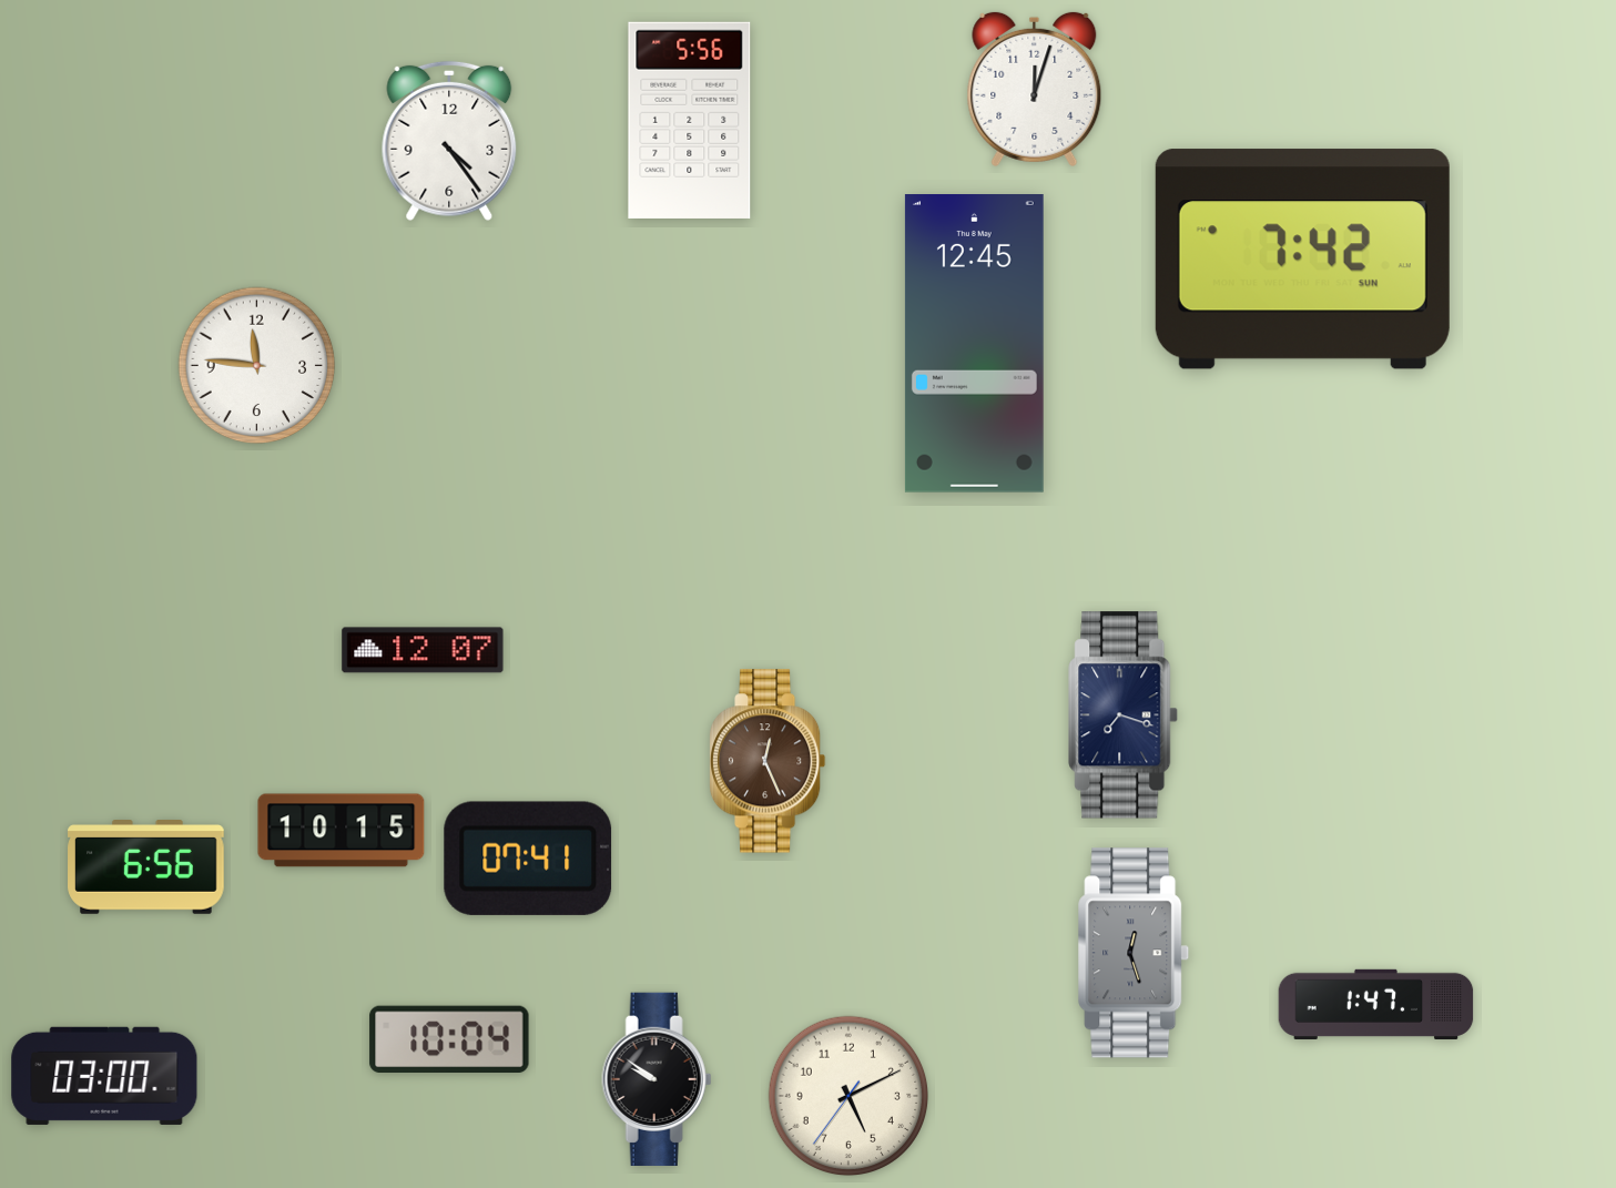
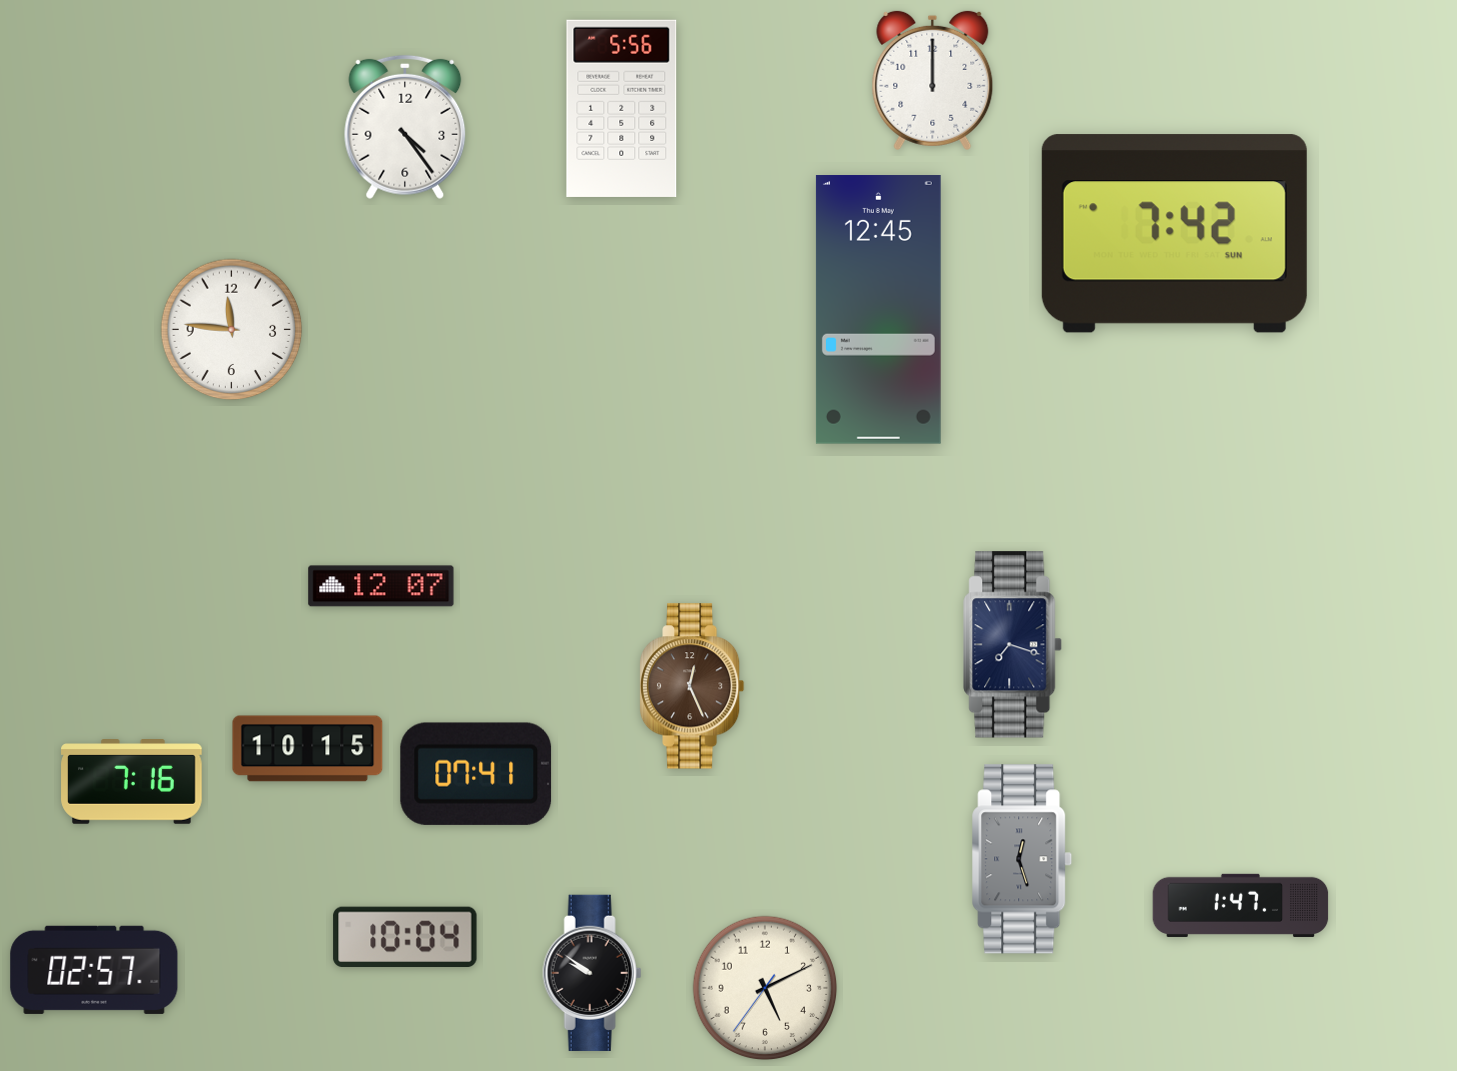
clock at (1035, 90): 12:03 -> 12:00
clock at (146, 867): 6:56 -> 7:16
clock at (104, 1076): 03:00 -> 02:57
